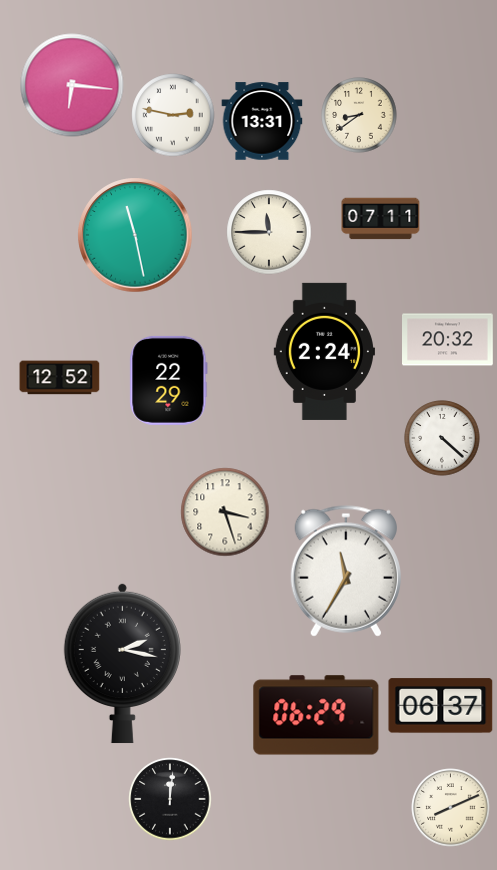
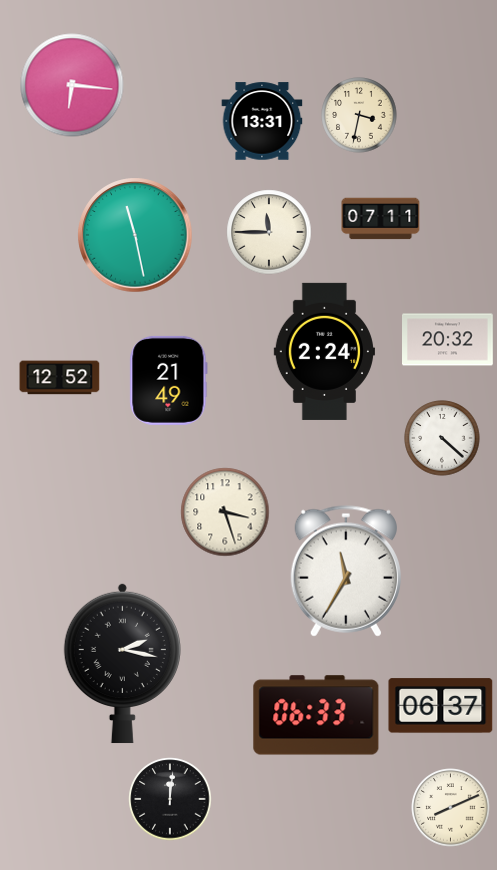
clock at (173, 115): 2:47 -> none
clock at (359, 115): 8:39 -> 3:32
clock at (169, 380): 22:29 -> 21:49
clock at (316, 715): 06:29 -> 06:33
